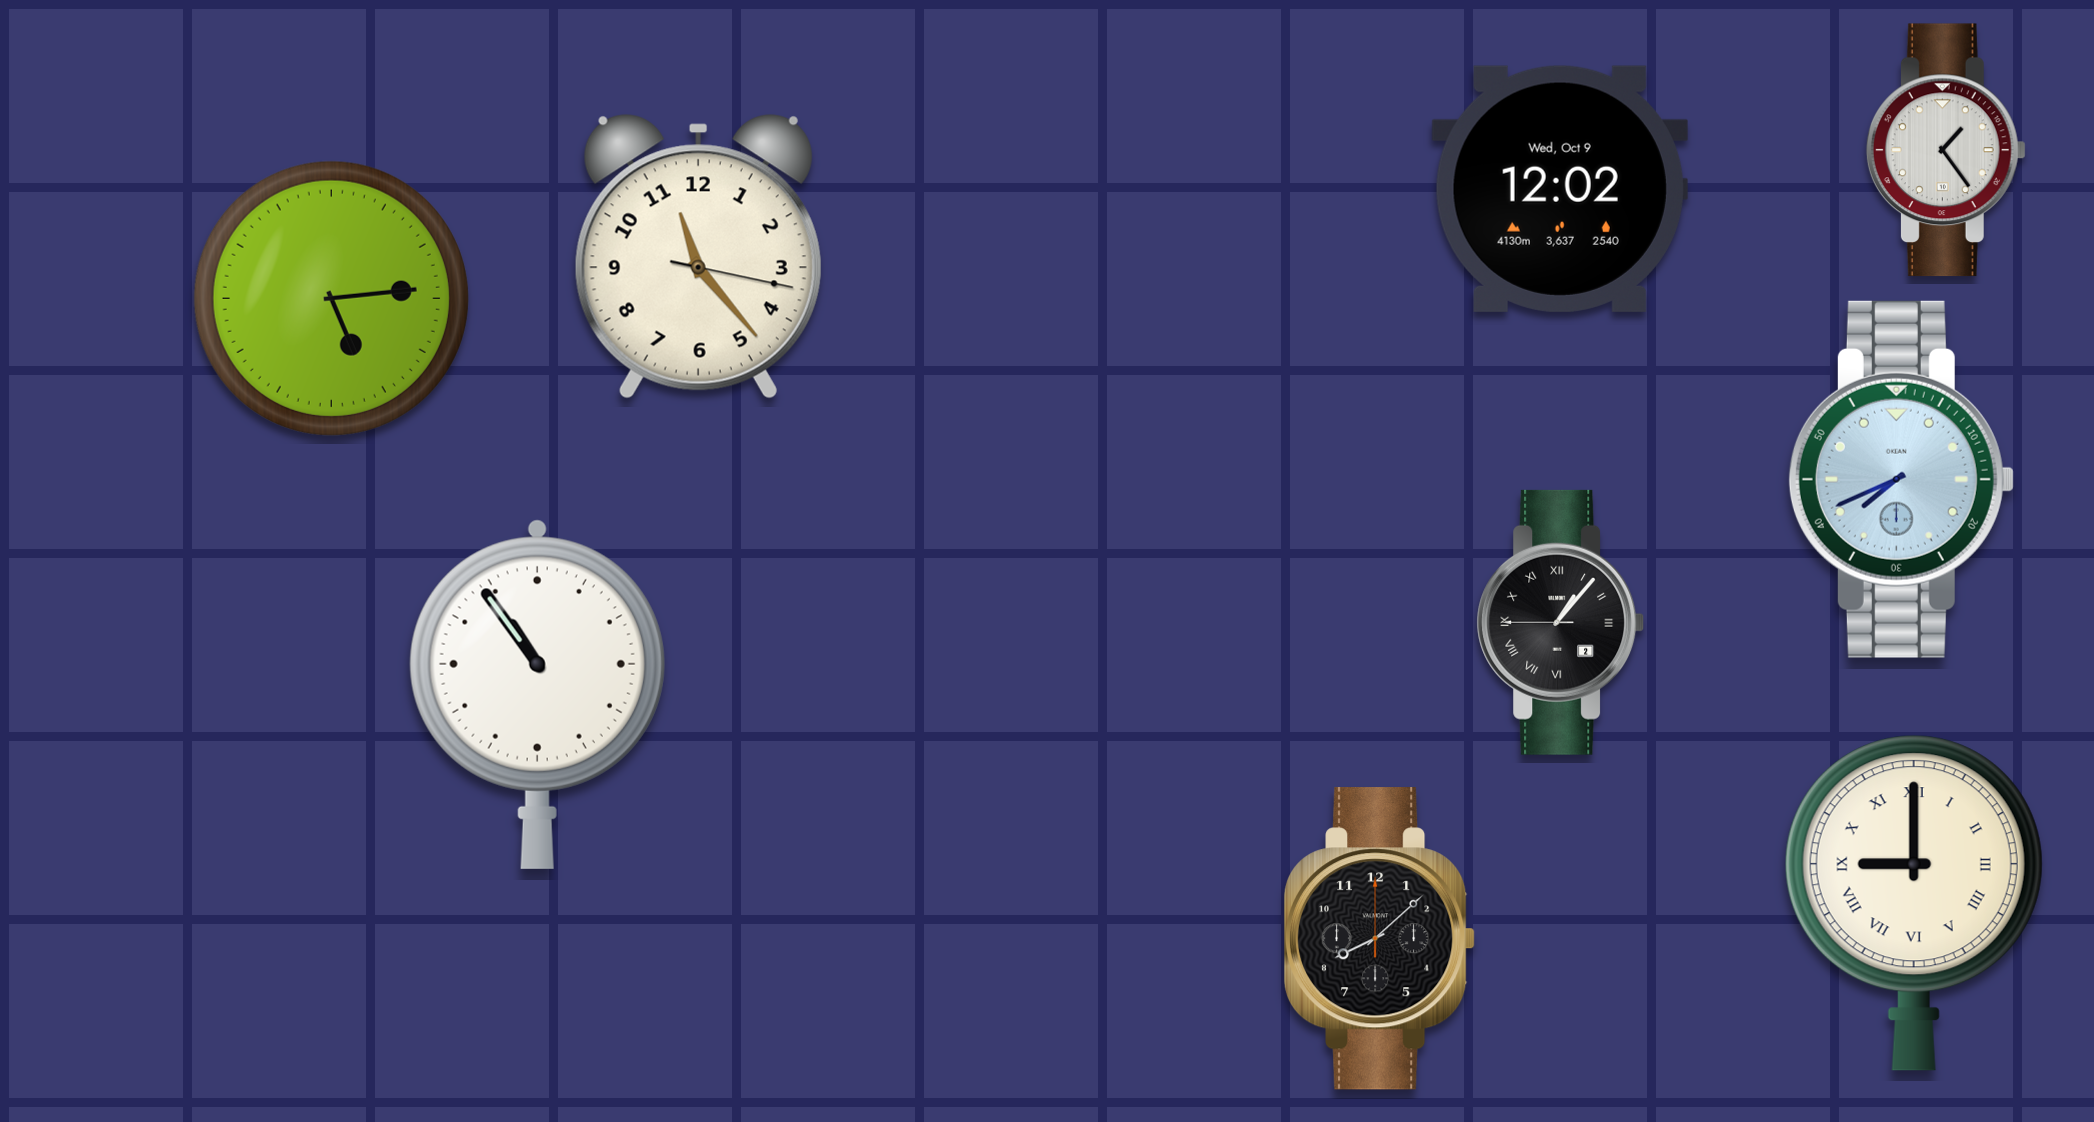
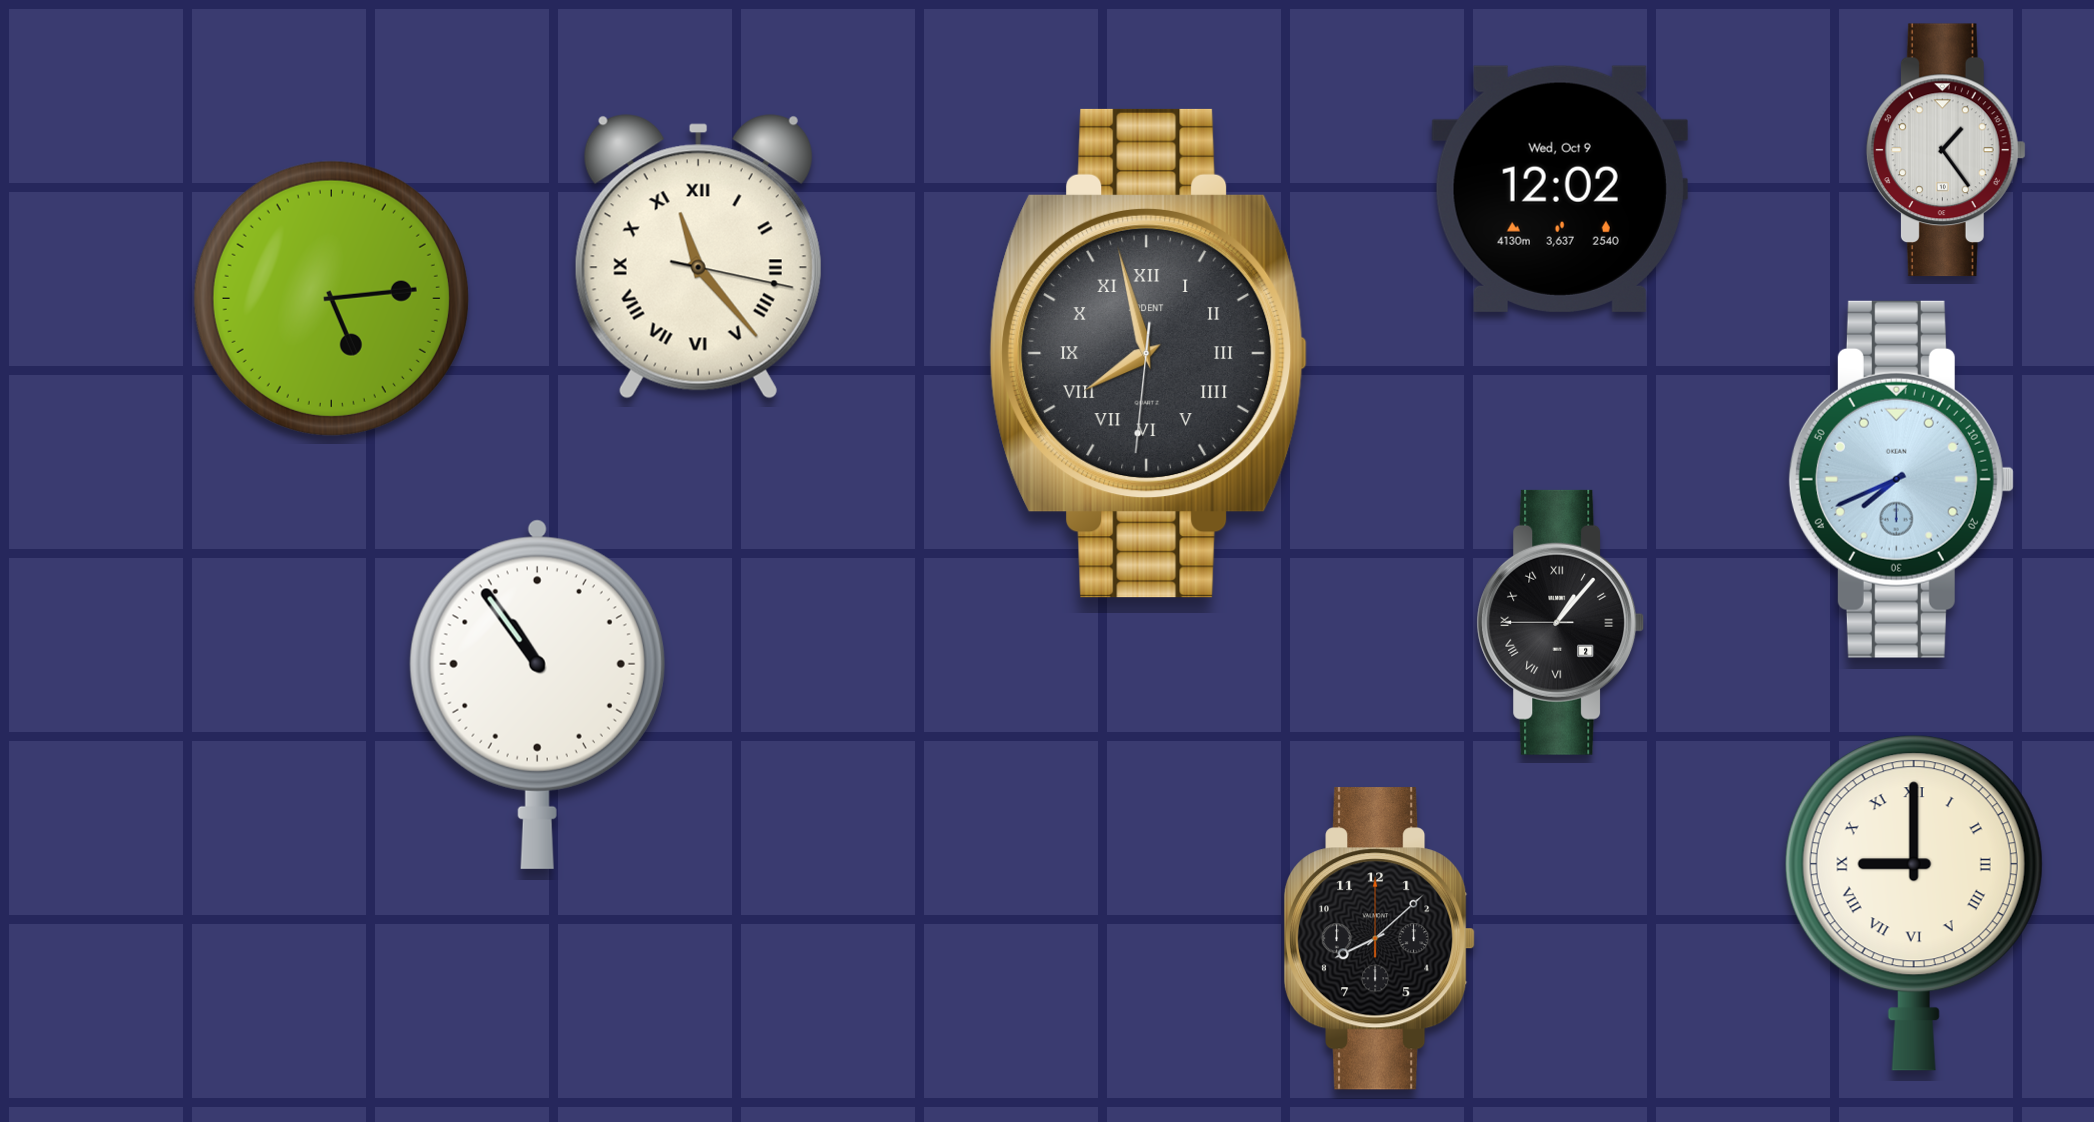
clock at (698, 257) numerals: Arabic -> Roman
clock at (1149, 353): none -> 7:57
